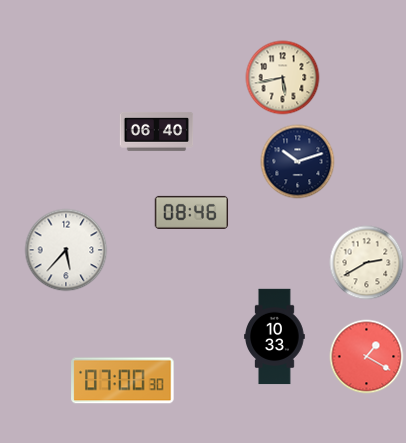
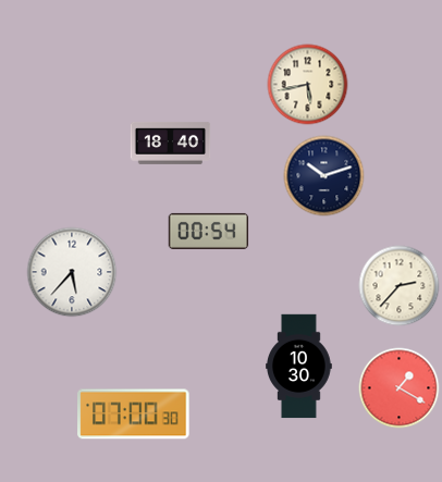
clock at (157, 131): 06:40 -> 18:40
clock at (192, 212): 08:46 -> 00:54
clock at (367, 263): 2:40 -> 2:37
clock at (275, 337): 10:33 -> 10:30
